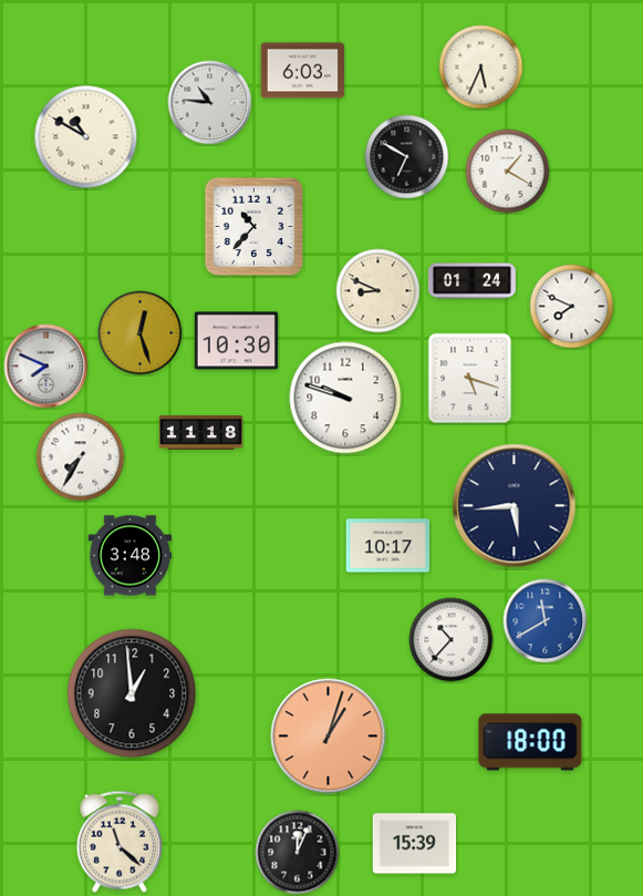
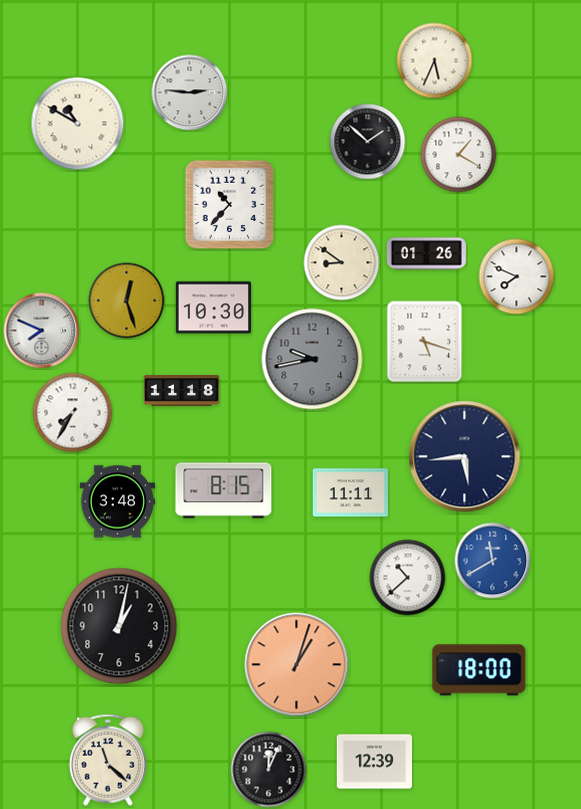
clock at (303, 71): 6:03 -> none
clock at (210, 103): 10:46 -> 2:46
clock at (407, 157): 6:50 -> 1:52
clock at (471, 281): 01:24 -> 01:26
clock at (378, 291): 8:49 -> 8:51
clock at (345, 398): 9:48 -> 9:43
clock at (345, 398) dial: white -> grey
clock at (224, 491): none -> 8:15
clock at (388, 546): 10:17 -> 11:11
clock at (452, 640): 10:37 -> 10:38
clock at (132, 693): 12:59 -> 1:02
clock at (415, 844): 15:39 -> 12:39
